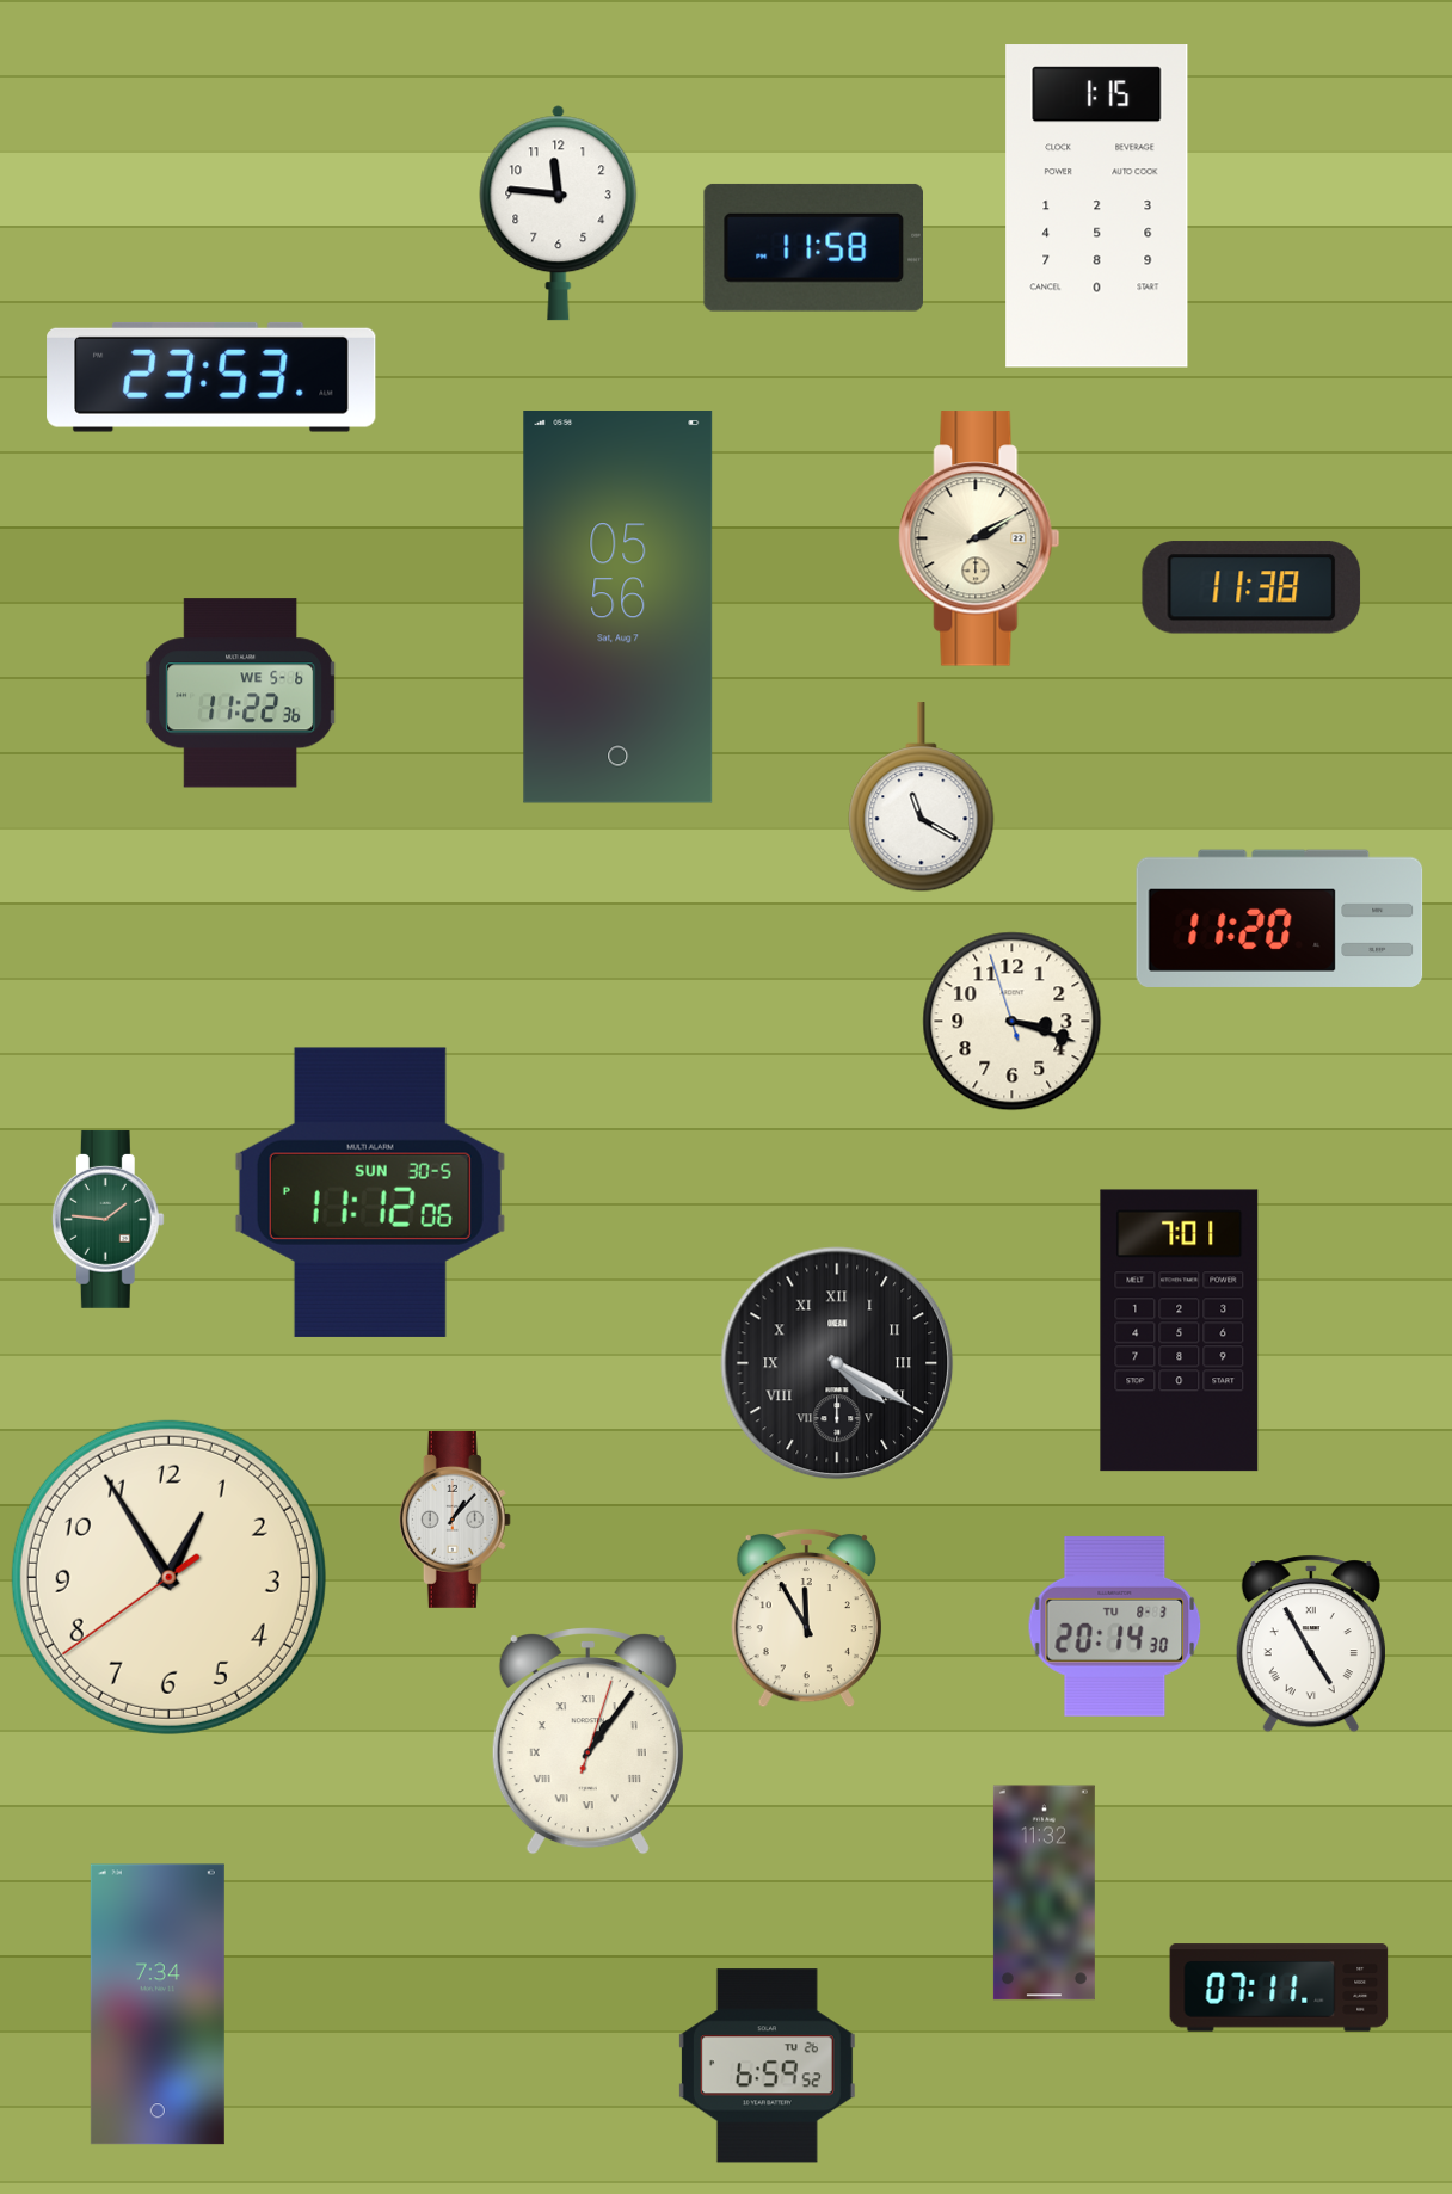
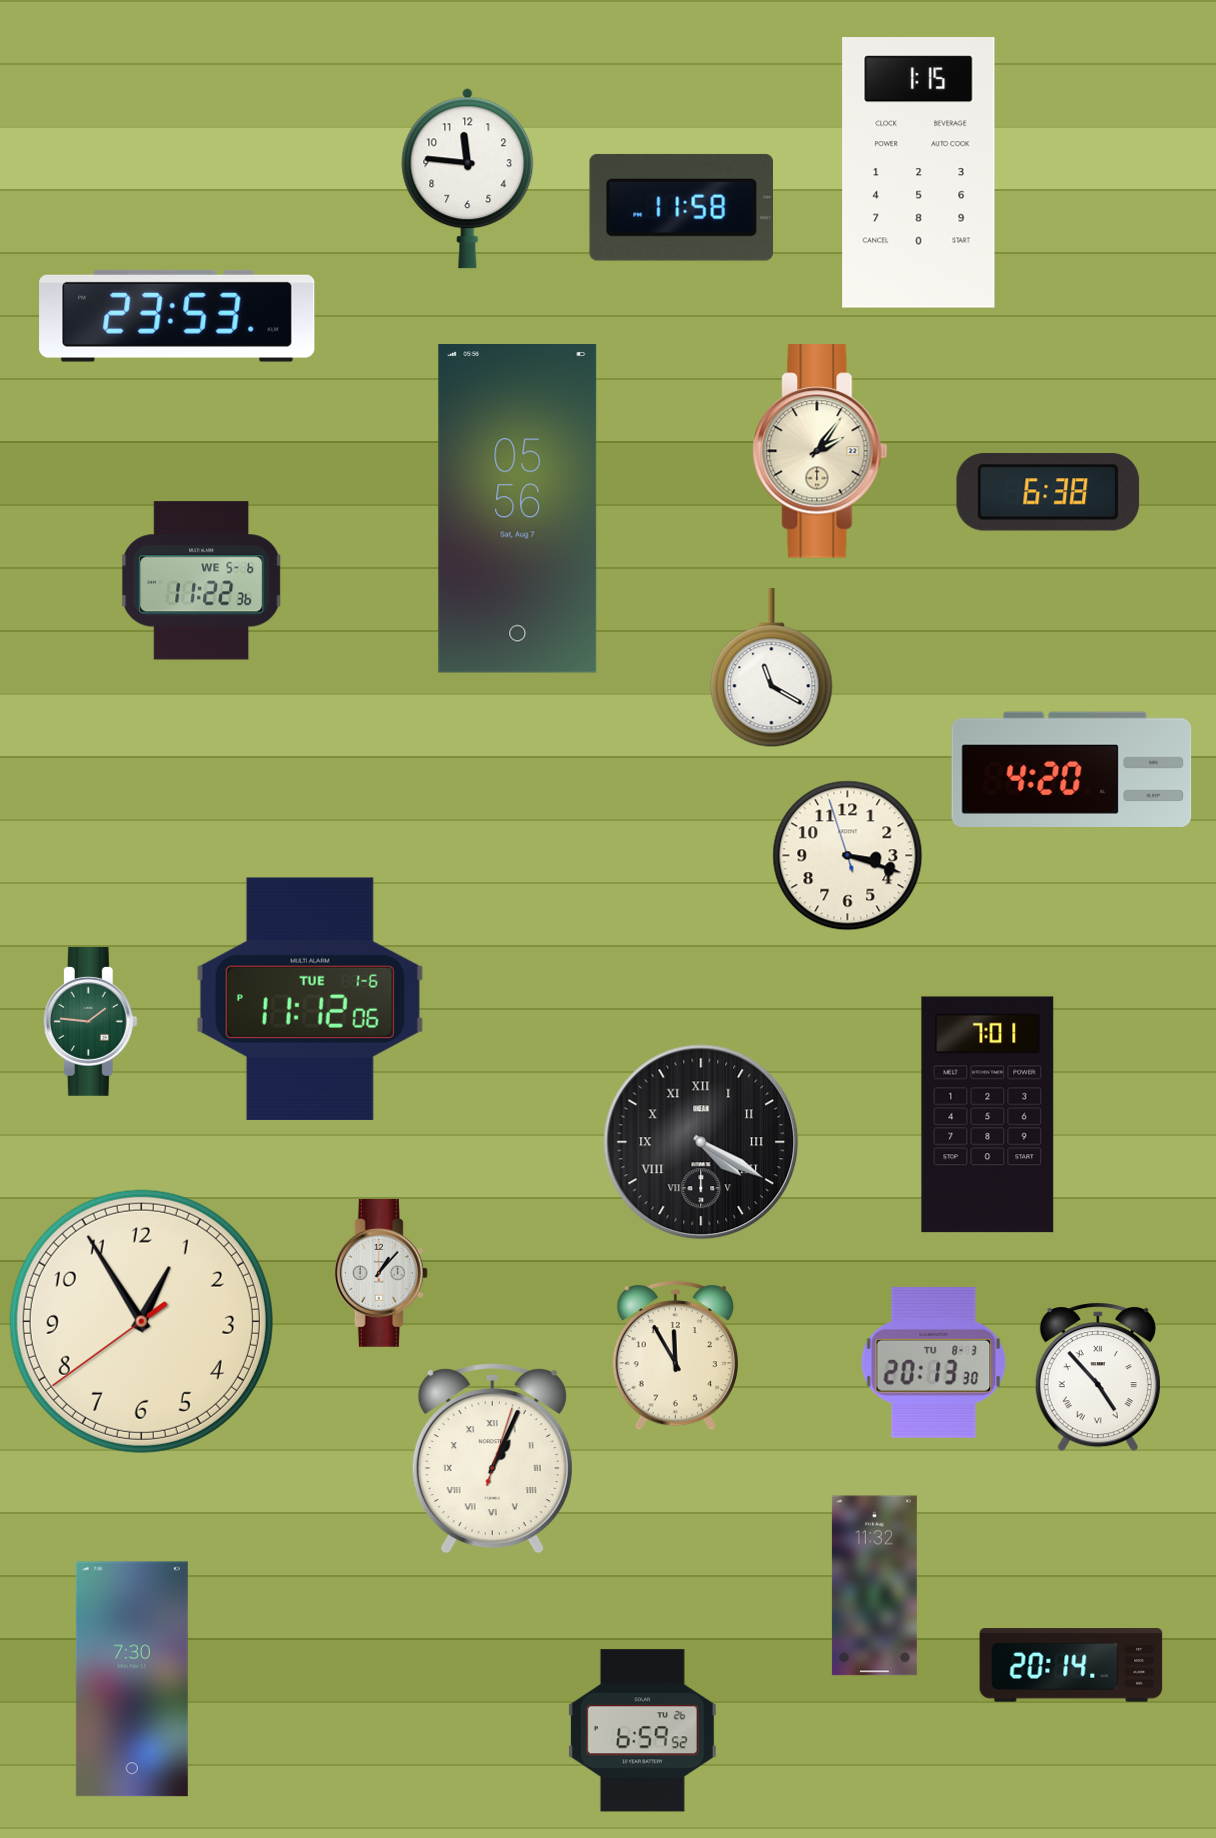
clock at (979, 538): 2:10 -> 2:06
clock at (1251, 587): 11:38 -> 6:38
clock at (1280, 918): 11:20 -> 4:20
clock at (370, 1192) date: SUN 30-5 -> TUE 1-6
clock at (1115, 1626): 20:14 -> 20:13
clock at (1311, 1644): 4:55 -> 4:53
clock at (587, 1742): 1:06 -> 1:04
clock at (1279, 1987): 07:11 -> 20:14
clock at (158, 2004): 7:34 -> 7:30
